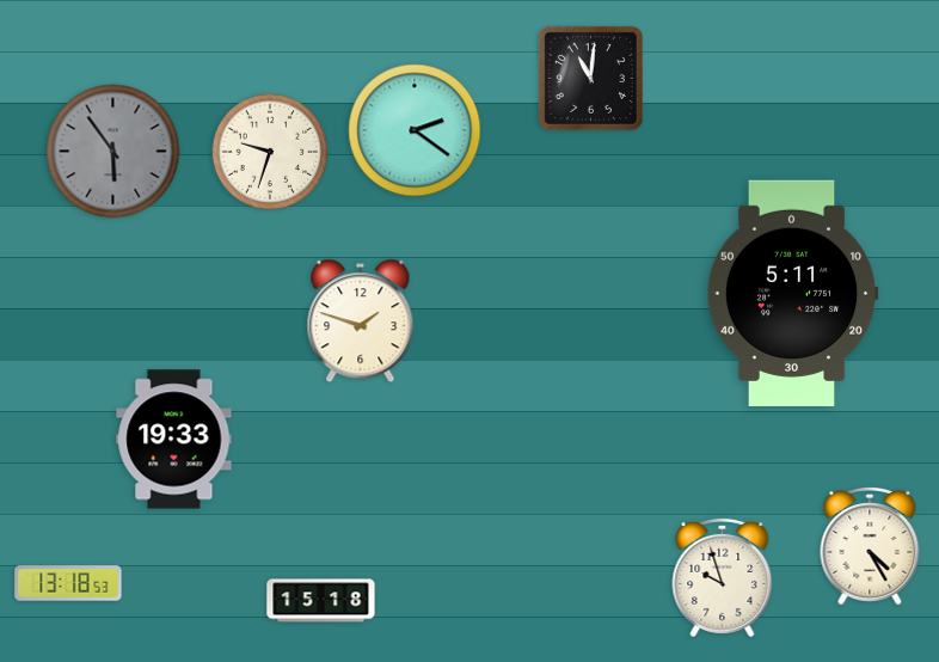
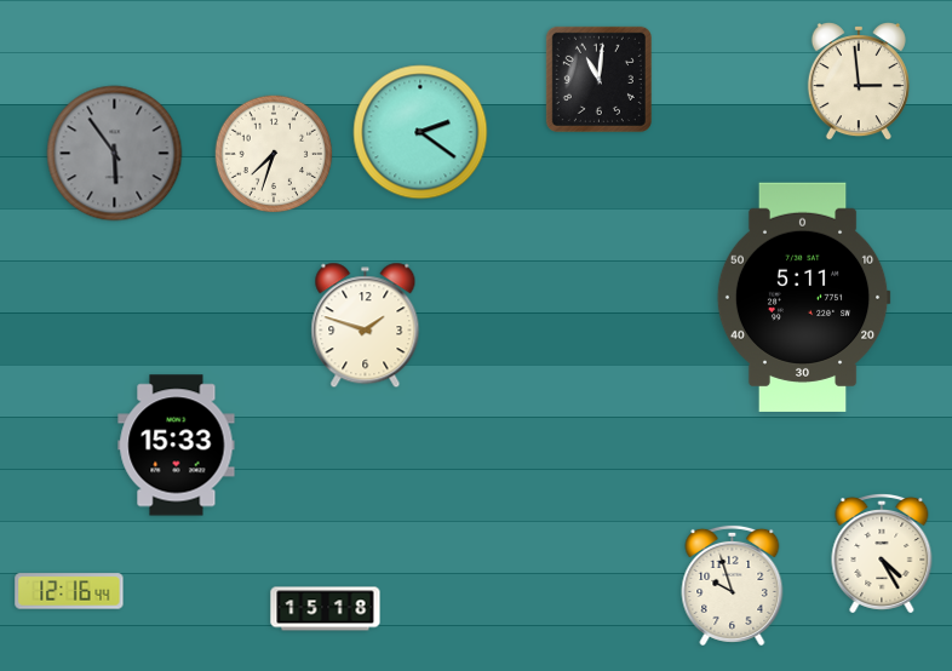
clock at (859, 82): none -> 2:59
clock at (270, 152): 9:33 -> 7:33
clock at (174, 440): 19:33 -> 15:33
clock at (68, 583): 13:18 -> 12:16
